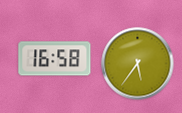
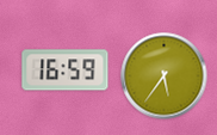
clock at (55, 59): 16:58 -> 16:59
